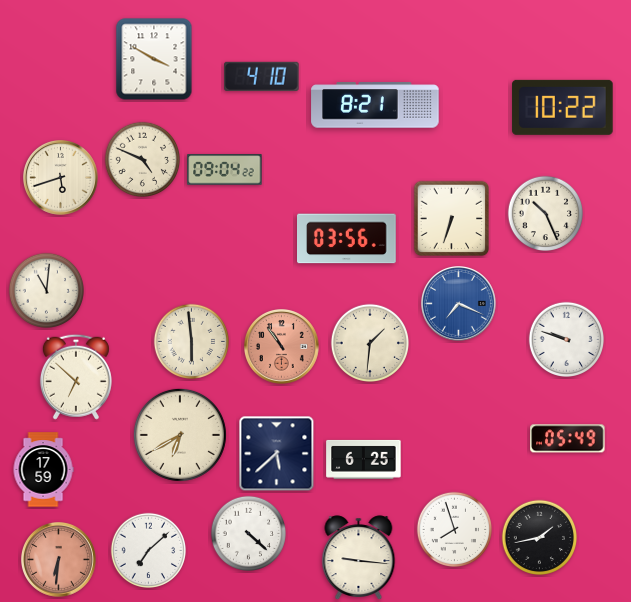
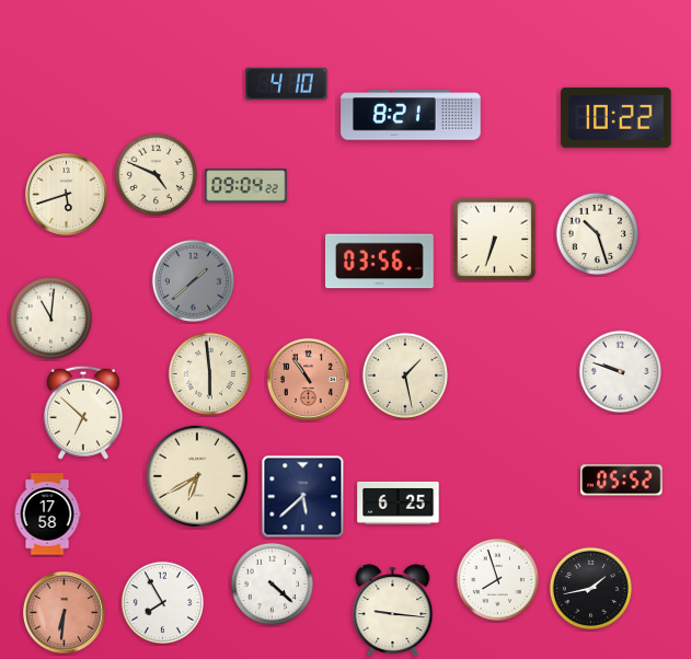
clock at (154, 59): 3:50 -> none
clock at (545, 213): 10:26 -> 10:27
clock at (193, 280): none -> 1:38
clock at (459, 304): 7:19 -> none
clock at (369, 342): 1:31 -> 1:28
clock at (568, 439): 05:49 -> 05:52
clock at (43, 470): 17:59 -> 17:58
clock at (148, 550): 7:08 -> 7:55
